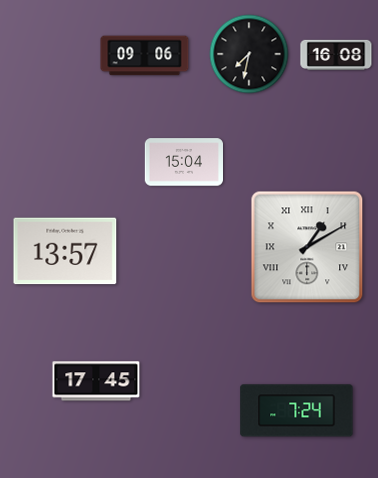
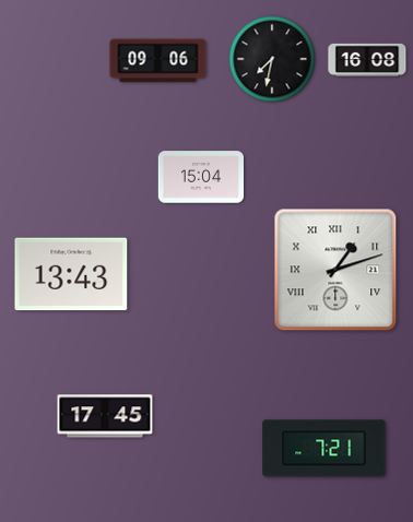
clock at (307, 247): 1:10 -> 1:12
clock at (65, 251): 13:57 -> 13:43
clock at (297, 411): 7:24 -> 7:21
